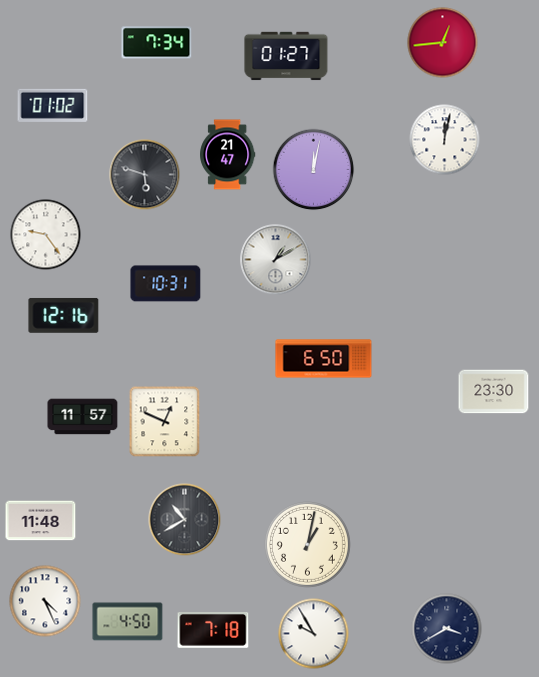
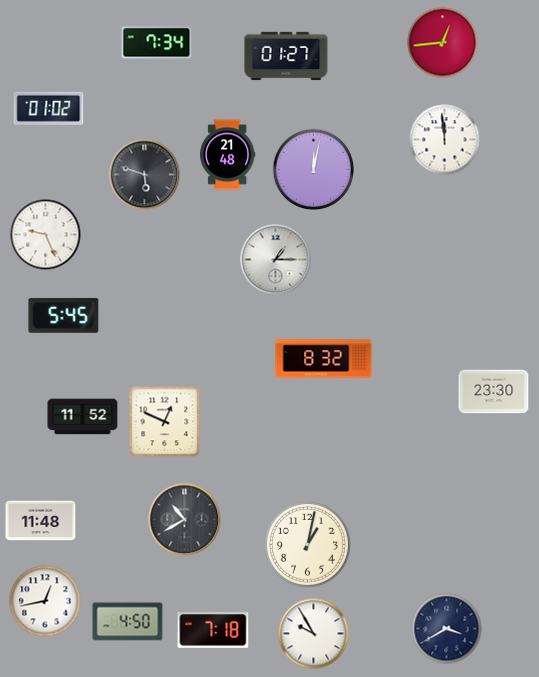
clock at (53, 105) position: (53, 105) -> (49, 108)
clock at (445, 140): 12:02 -> 11:59
clock at (228, 155): 21:47 -> 21:48
clock at (46, 235): 9:24 -> 9:26
clock at (276, 260): 1:10 -> 1:15
clock at (166, 284): 10:31 -> none
clock at (64, 315): 12:16 -> 5:45
clock at (324, 359): 6:50 -> 8:32
clock at (83, 417): 11:57 -> 11:52
clock at (45, 601): 4:26 -> 12:43
